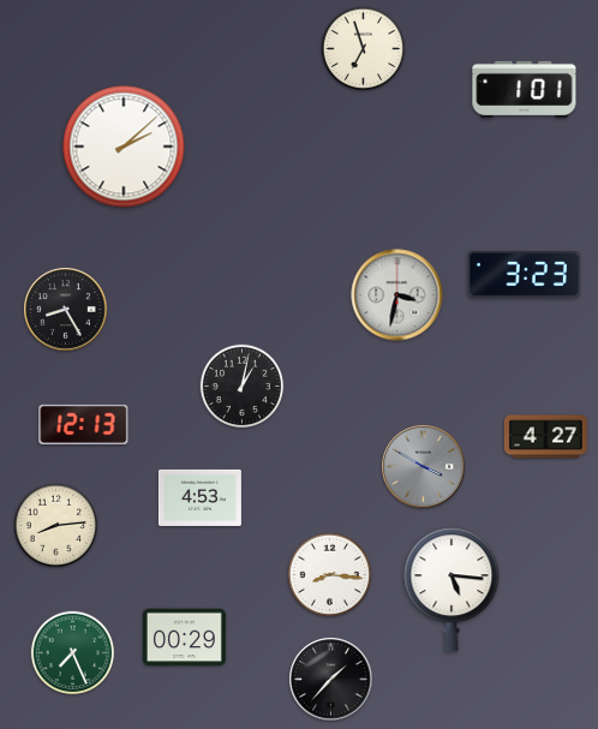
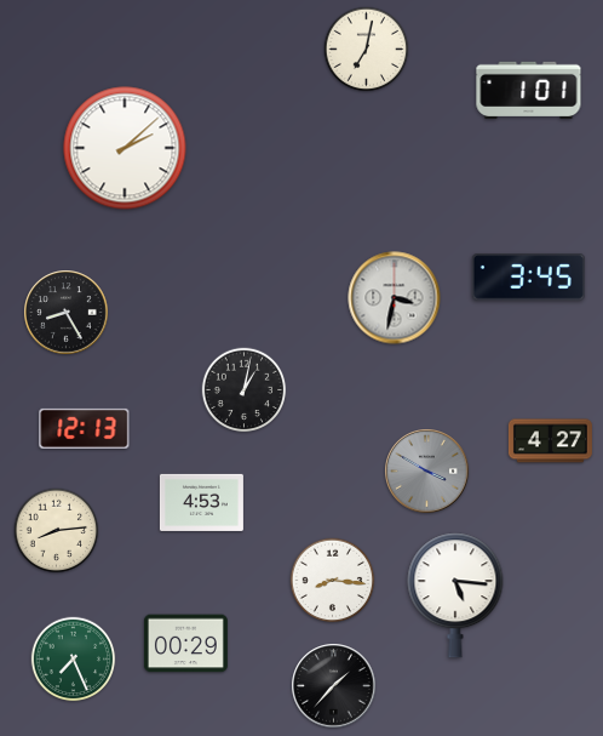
clock at (364, 49): 6:57 -> 7:02
clock at (524, 275): 3:23 -> 3:45
clock at (397, 295) position: (397, 295) -> (395, 298)
